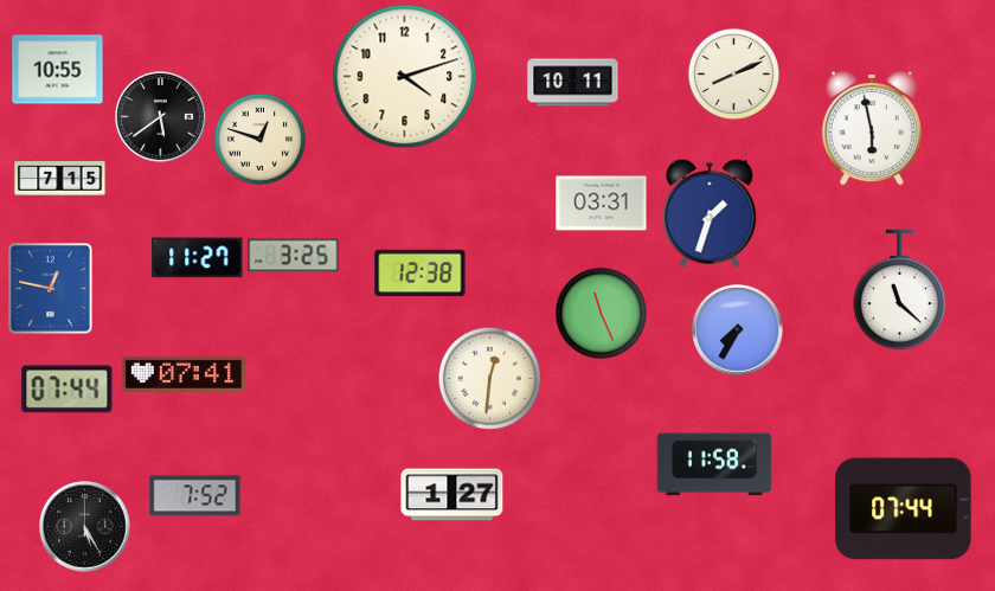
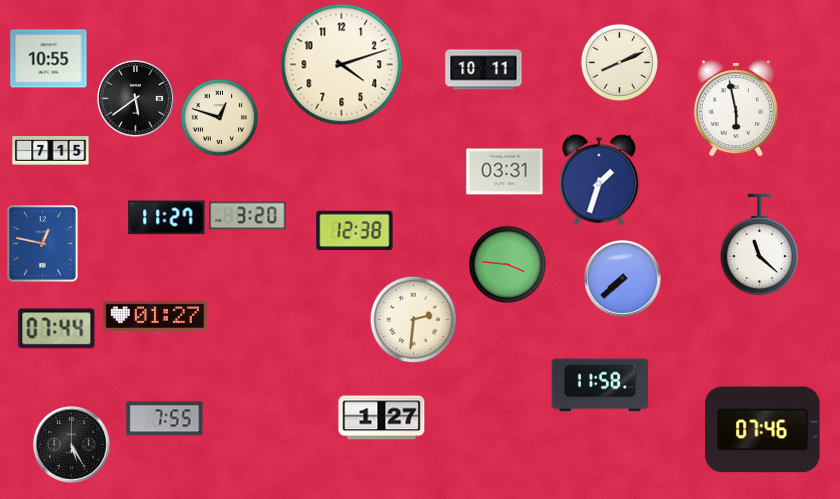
clock at (602, 204) position: (602, 204) -> (505, 172)
clock at (294, 256): 3:25 -> 3:20
clock at (601, 313): 11:26 -> 3:46
clock at (738, 330): 7:35 -> 7:38
clock at (184, 374): 07:41 -> 01:27
clock at (489, 378): 12:31 -> 2:31
clock at (714, 464) position: (714, 464) -> (600, 385)
clock at (195, 496): 7:52 -> 7:55
clock at (904, 509): 07:44 -> 07:46
